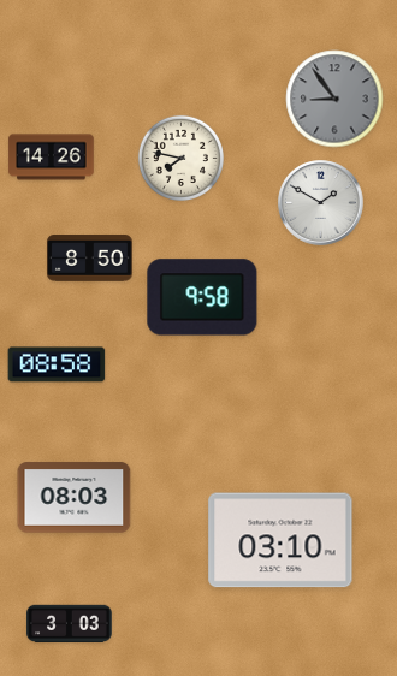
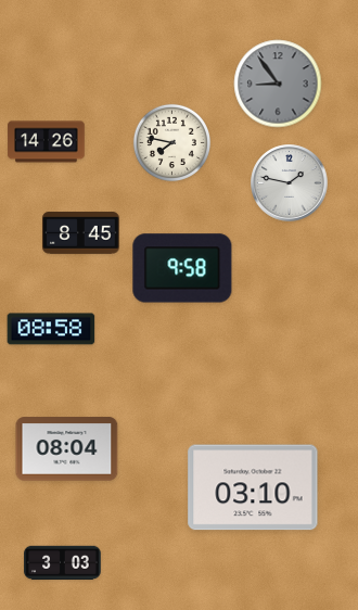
clock at (334, 99) position: (334, 99) -> (278, 84)
clock at (180, 158) position: (180, 158) -> (171, 142)
clock at (321, 203): 1:50 -> 1:47
clock at (90, 259): 8:50 -> 8:45
clock at (75, 498): 08:03 -> 08:04
